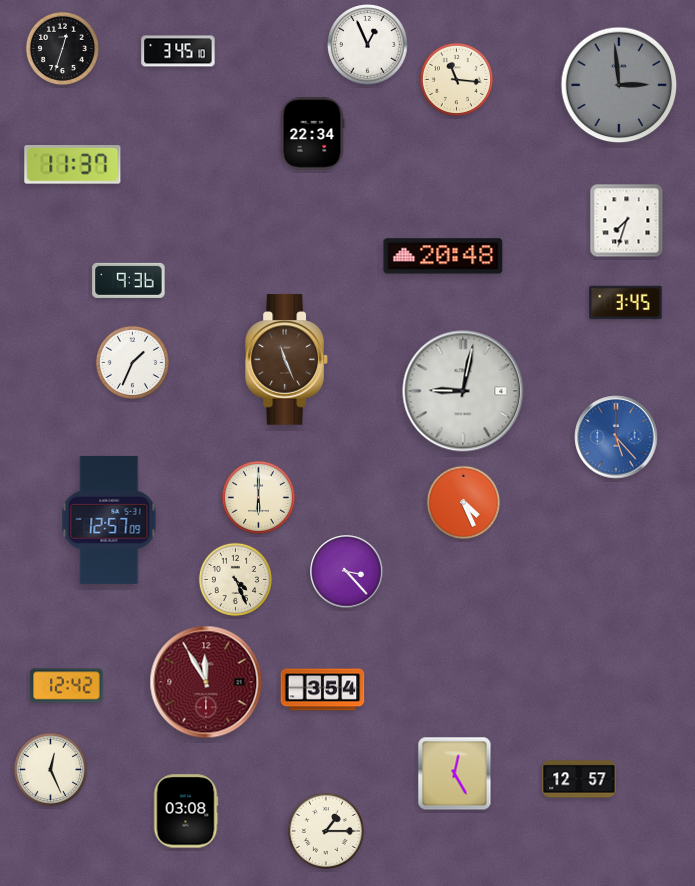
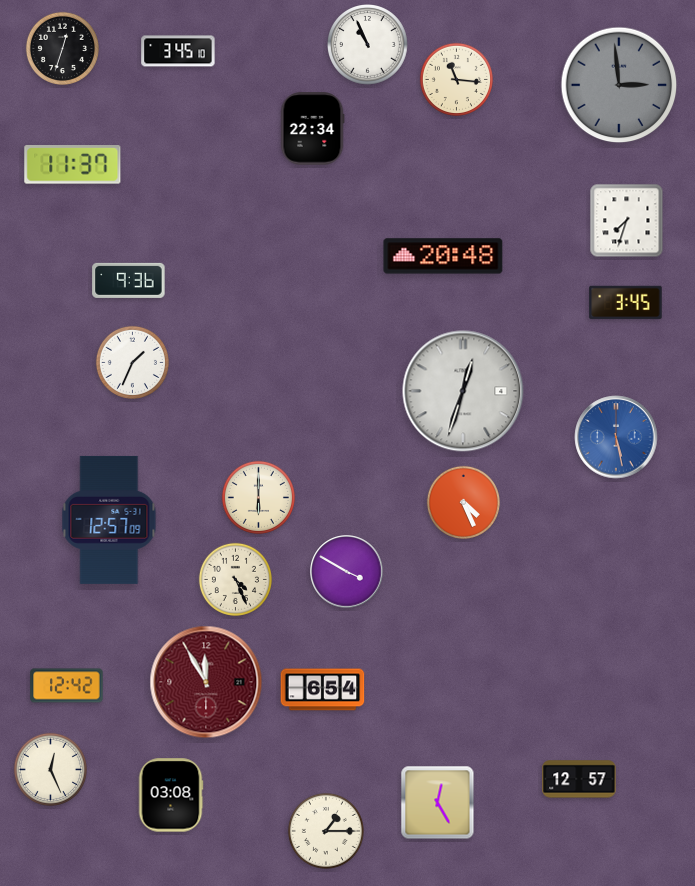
clock at (368, 45): 12:56 -> 10:56
clock at (312, 134) position: (312, 134) -> (312, 129)
clock at (287, 360): 11:26 -> none
clock at (463, 391): 9:02 -> 12:33
clock at (616, 437): 5:23 -> 5:28
clock at (347, 572): 3:23 -> 3:50
clock at (323, 690): 3:54 -> 6:54
clock at (455, 774) position: (455, 774) -> (438, 803)
clock at (186, 811) position: (186, 811) -> (171, 795)
